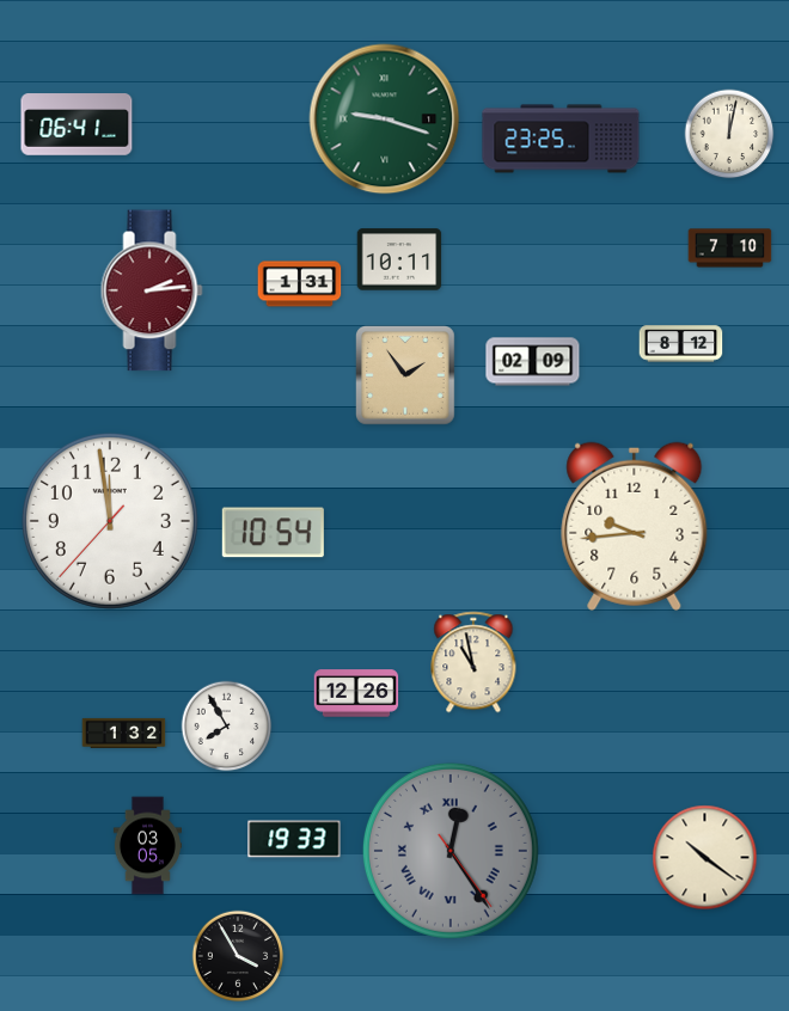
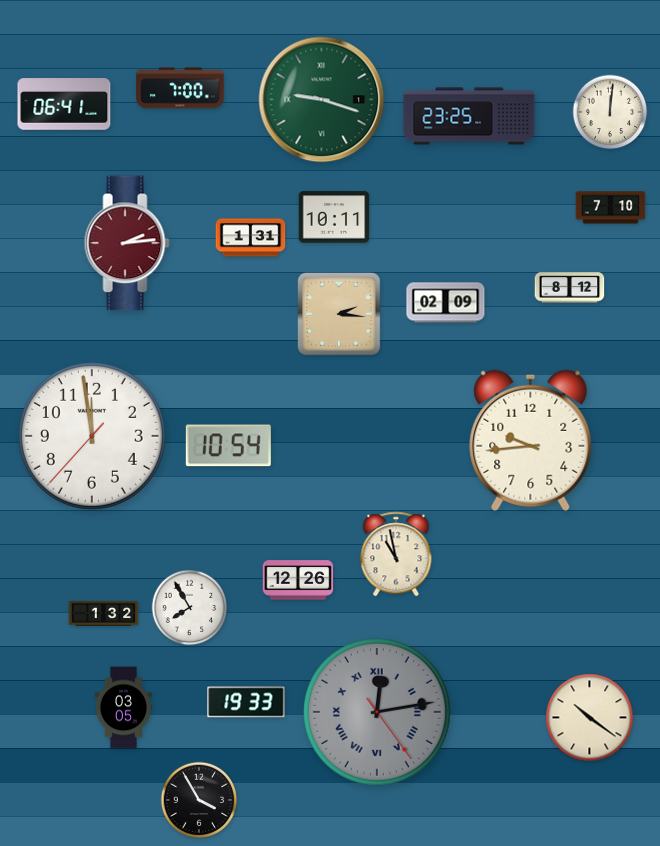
clock at (180, 88): none -> 7:00
clock at (729, 134): 12:02 -> 12:01
clock at (406, 376): 1:54 -> 2:16
clock at (451, 851): 12:24 -> 12:13
